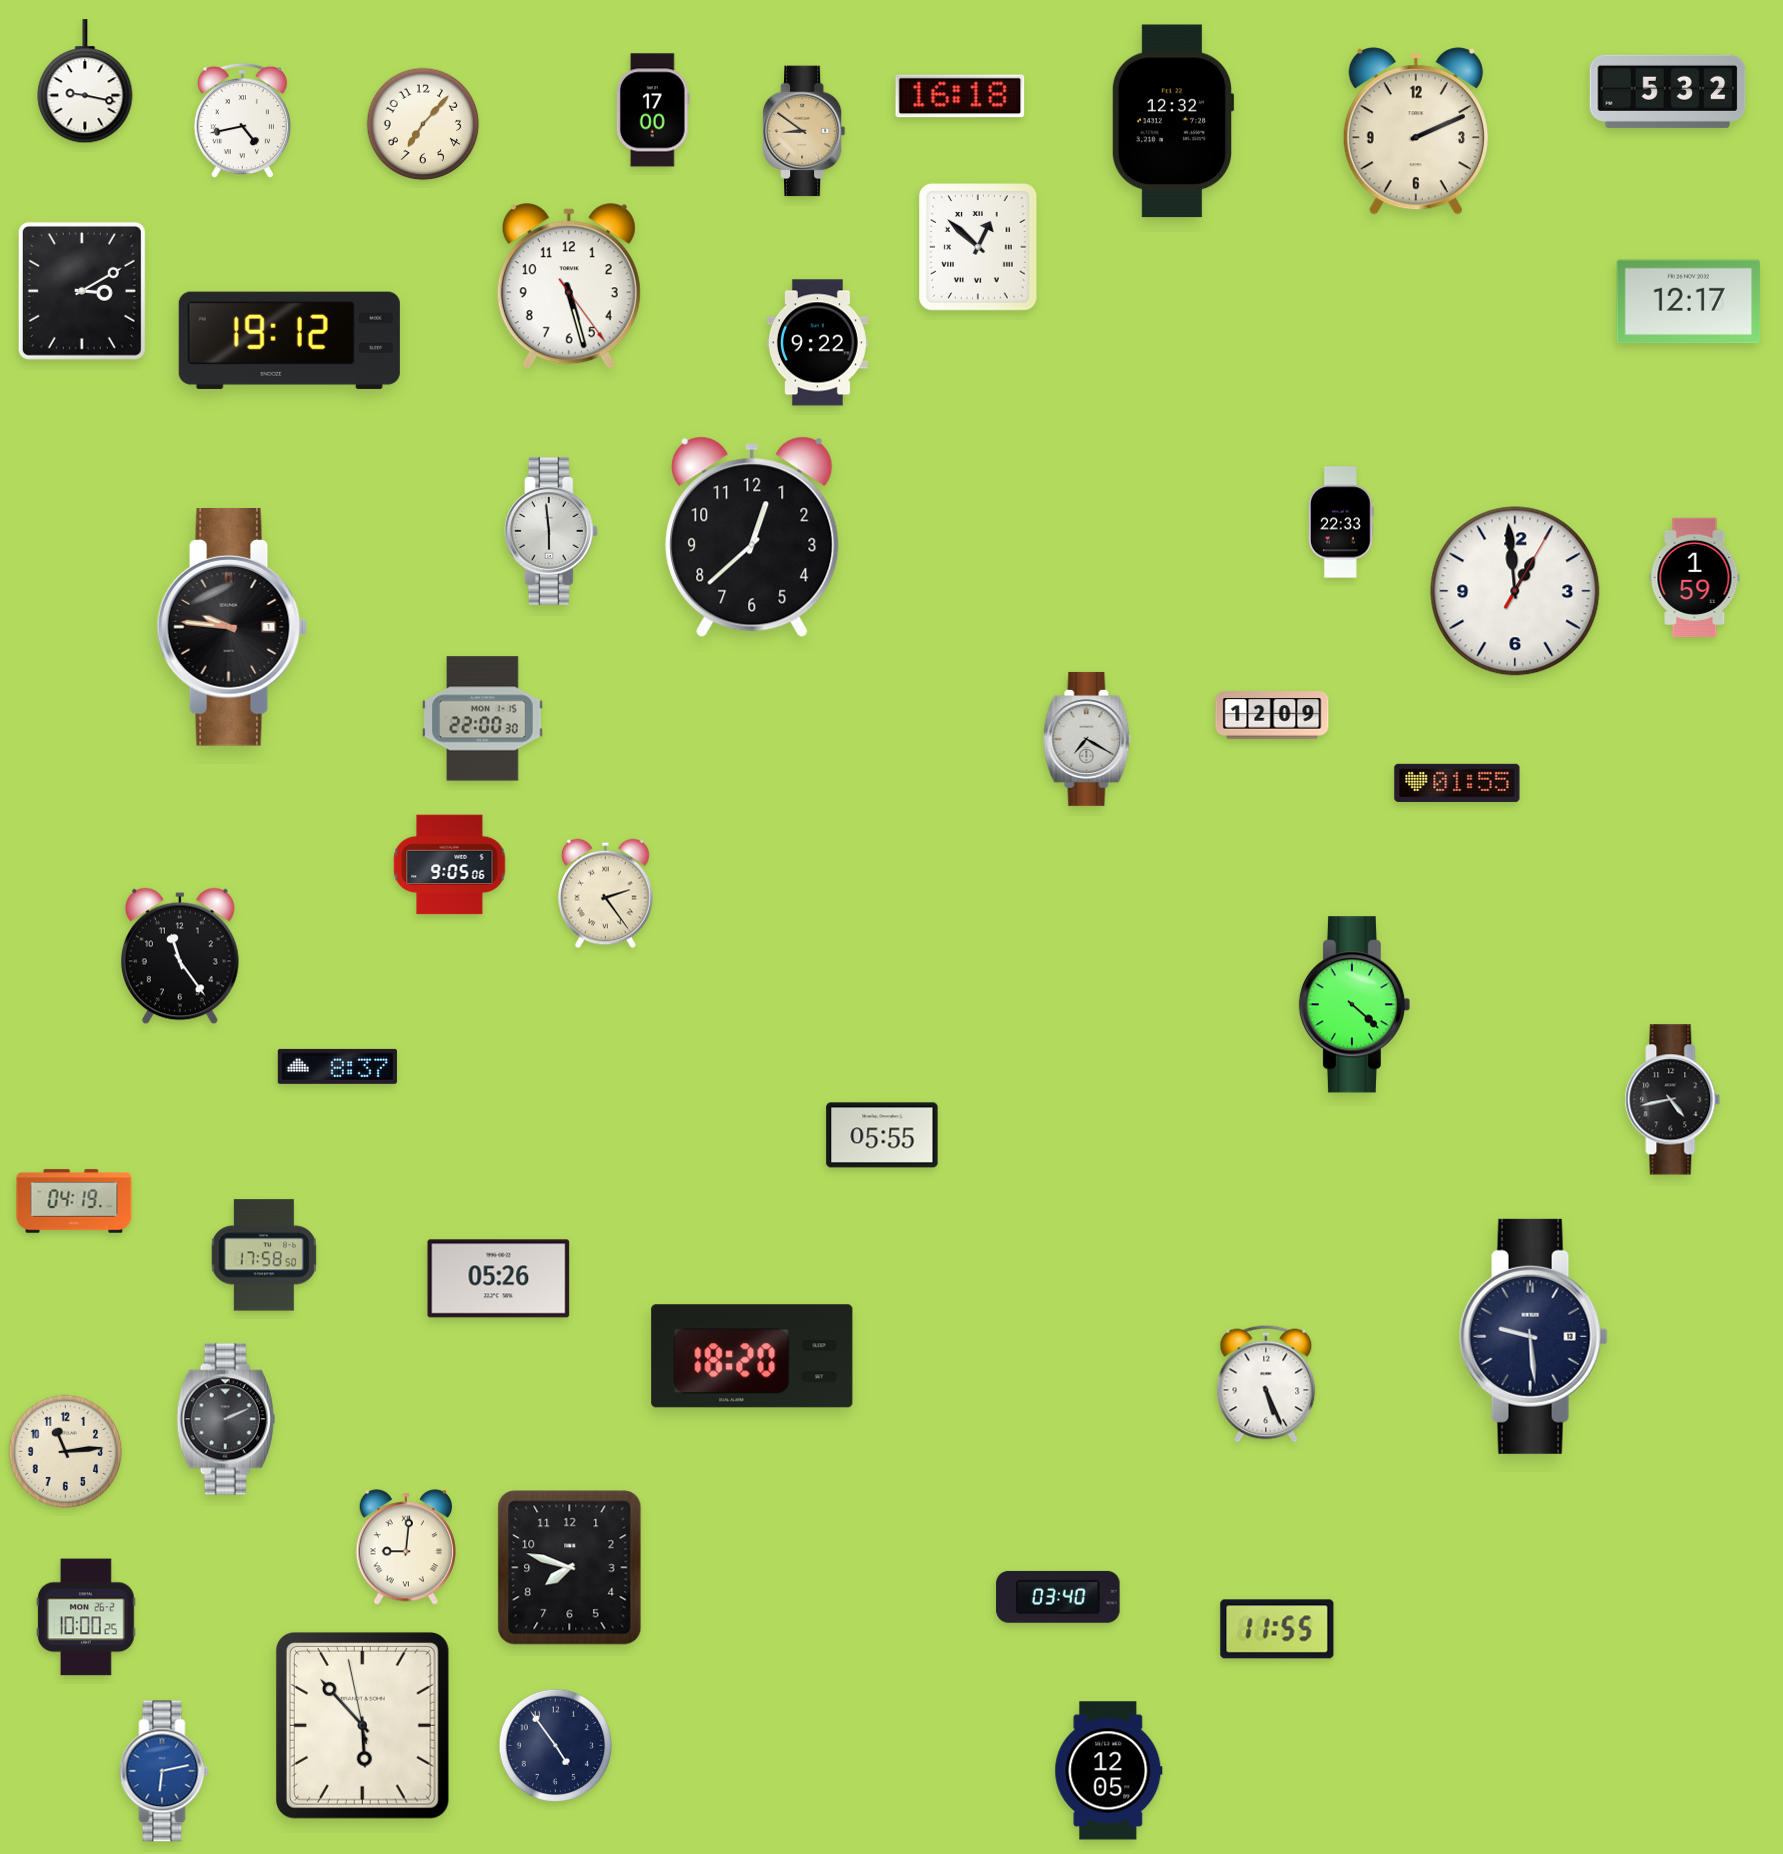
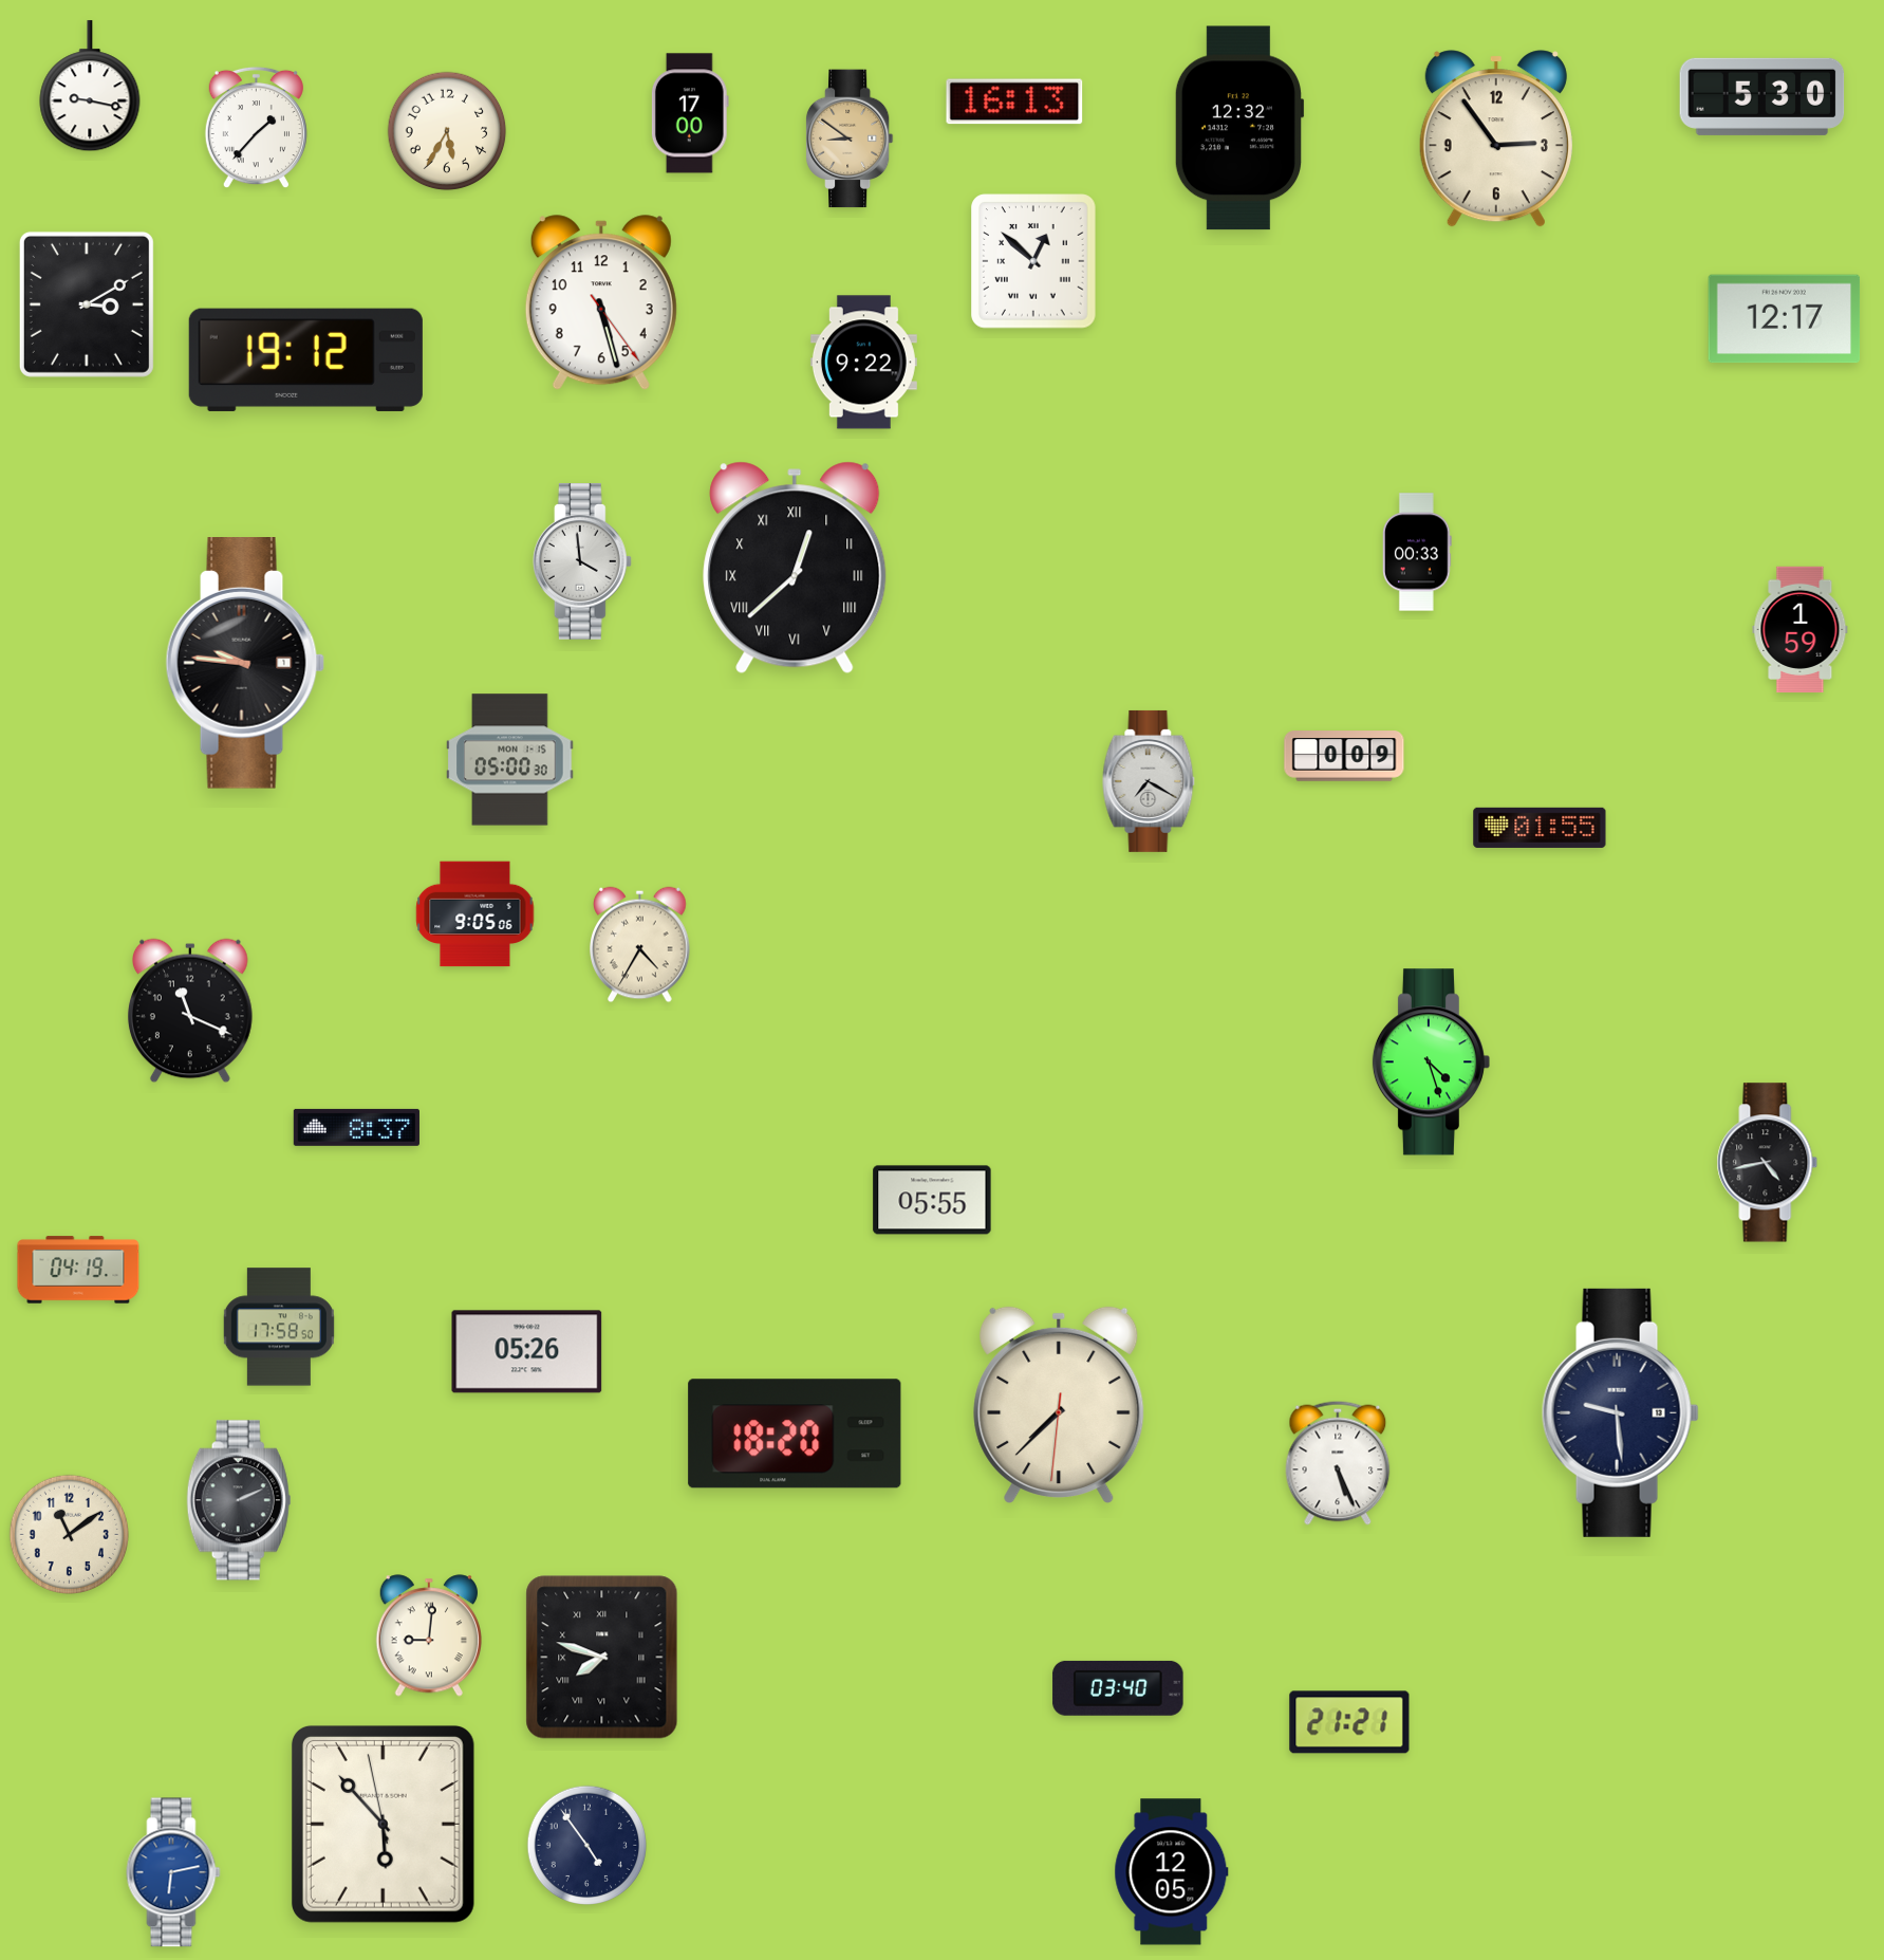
clock at (1668, 91): 5:32 -> 5:30
clock at (960, 96): 16:18 -> 16:13
clock at (653, 110) position: (653, 110) -> (690, 113)
clock at (242, 121): 4:43 -> 1:37
clock at (423, 124): 7:07 -> 5:35
clock at (1416, 131): 2:11 -> 2:54
clock at (82, 291) position: (82, 291) -> (87, 304)
clock at (1342, 522): 22:33 -> 00:33
clock at (551, 532): 5:59 -> 3:59
clock at (752, 537) numerals: Arabic -> Roman
clock at (1695, 577) position: (1695, 577) -> (1801, 629)
clock at (1515, 591): 12:59 -> none
clock at (1272, 715): 12:09 -> 0:09
clock at (483, 719): 22:00 -> 05:00
clock at (606, 894): 2:24 -> 4:35
clock at (180, 956): 11:24 -> 11:19
clock at (1354, 1005): 4:22 -> 4:27
clock at (1059, 1405): none -> 7:37
clock at (65, 1451): 11:14 -> 11:09
clock at (570, 1568) numerals: Arabic -> Roman
clock at (87, 1617): 10:00 -> none
clock at (1277, 1629): 11:55 -> 21:21
